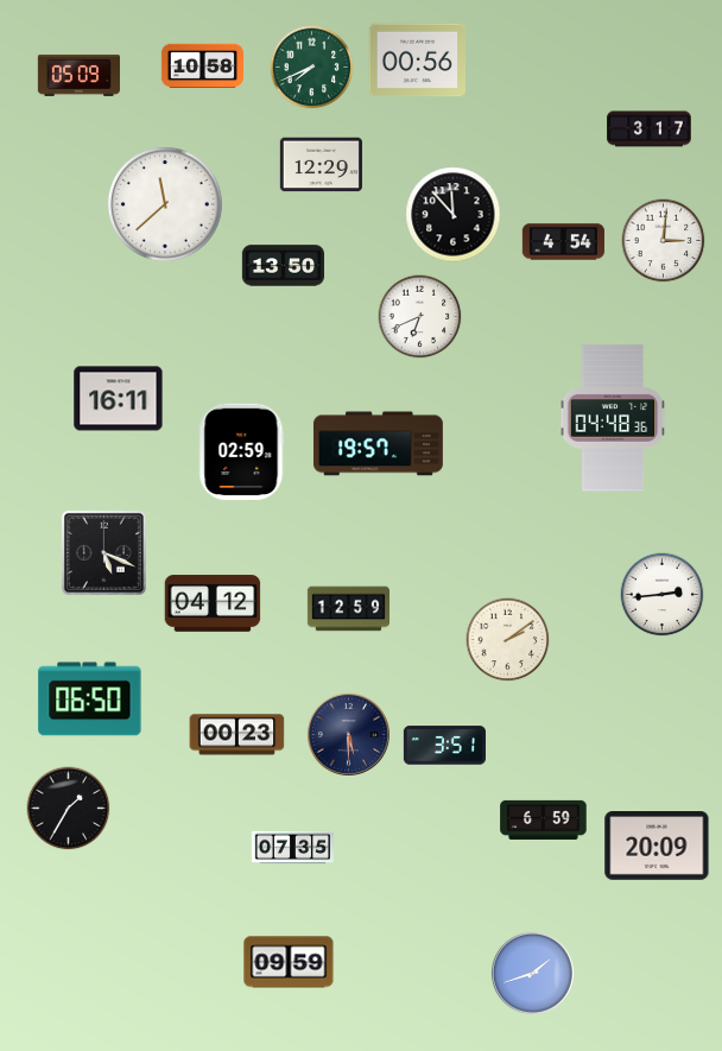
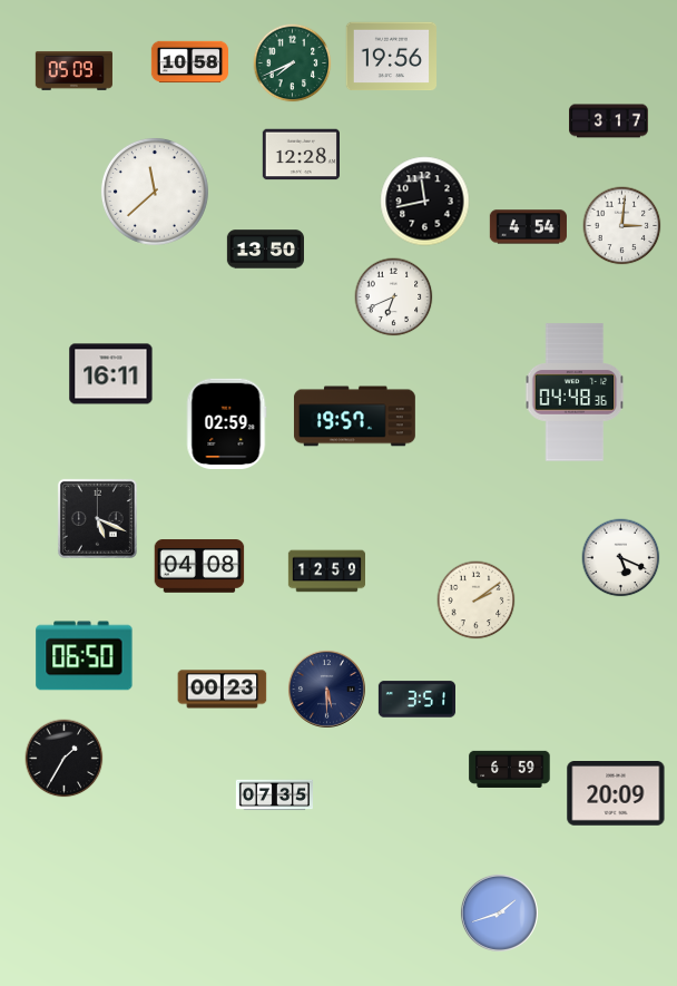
clock at (418, 61): 00:56 -> 19:56
clock at (321, 165): 12:29 -> 12:28
clock at (454, 215): 11:53 -> 11:43
clock at (663, 595): 2:44 -> 5:19
clock at (213, 603): 04:12 -> 04:08
clock at (289, 962): 09:59 -> none
